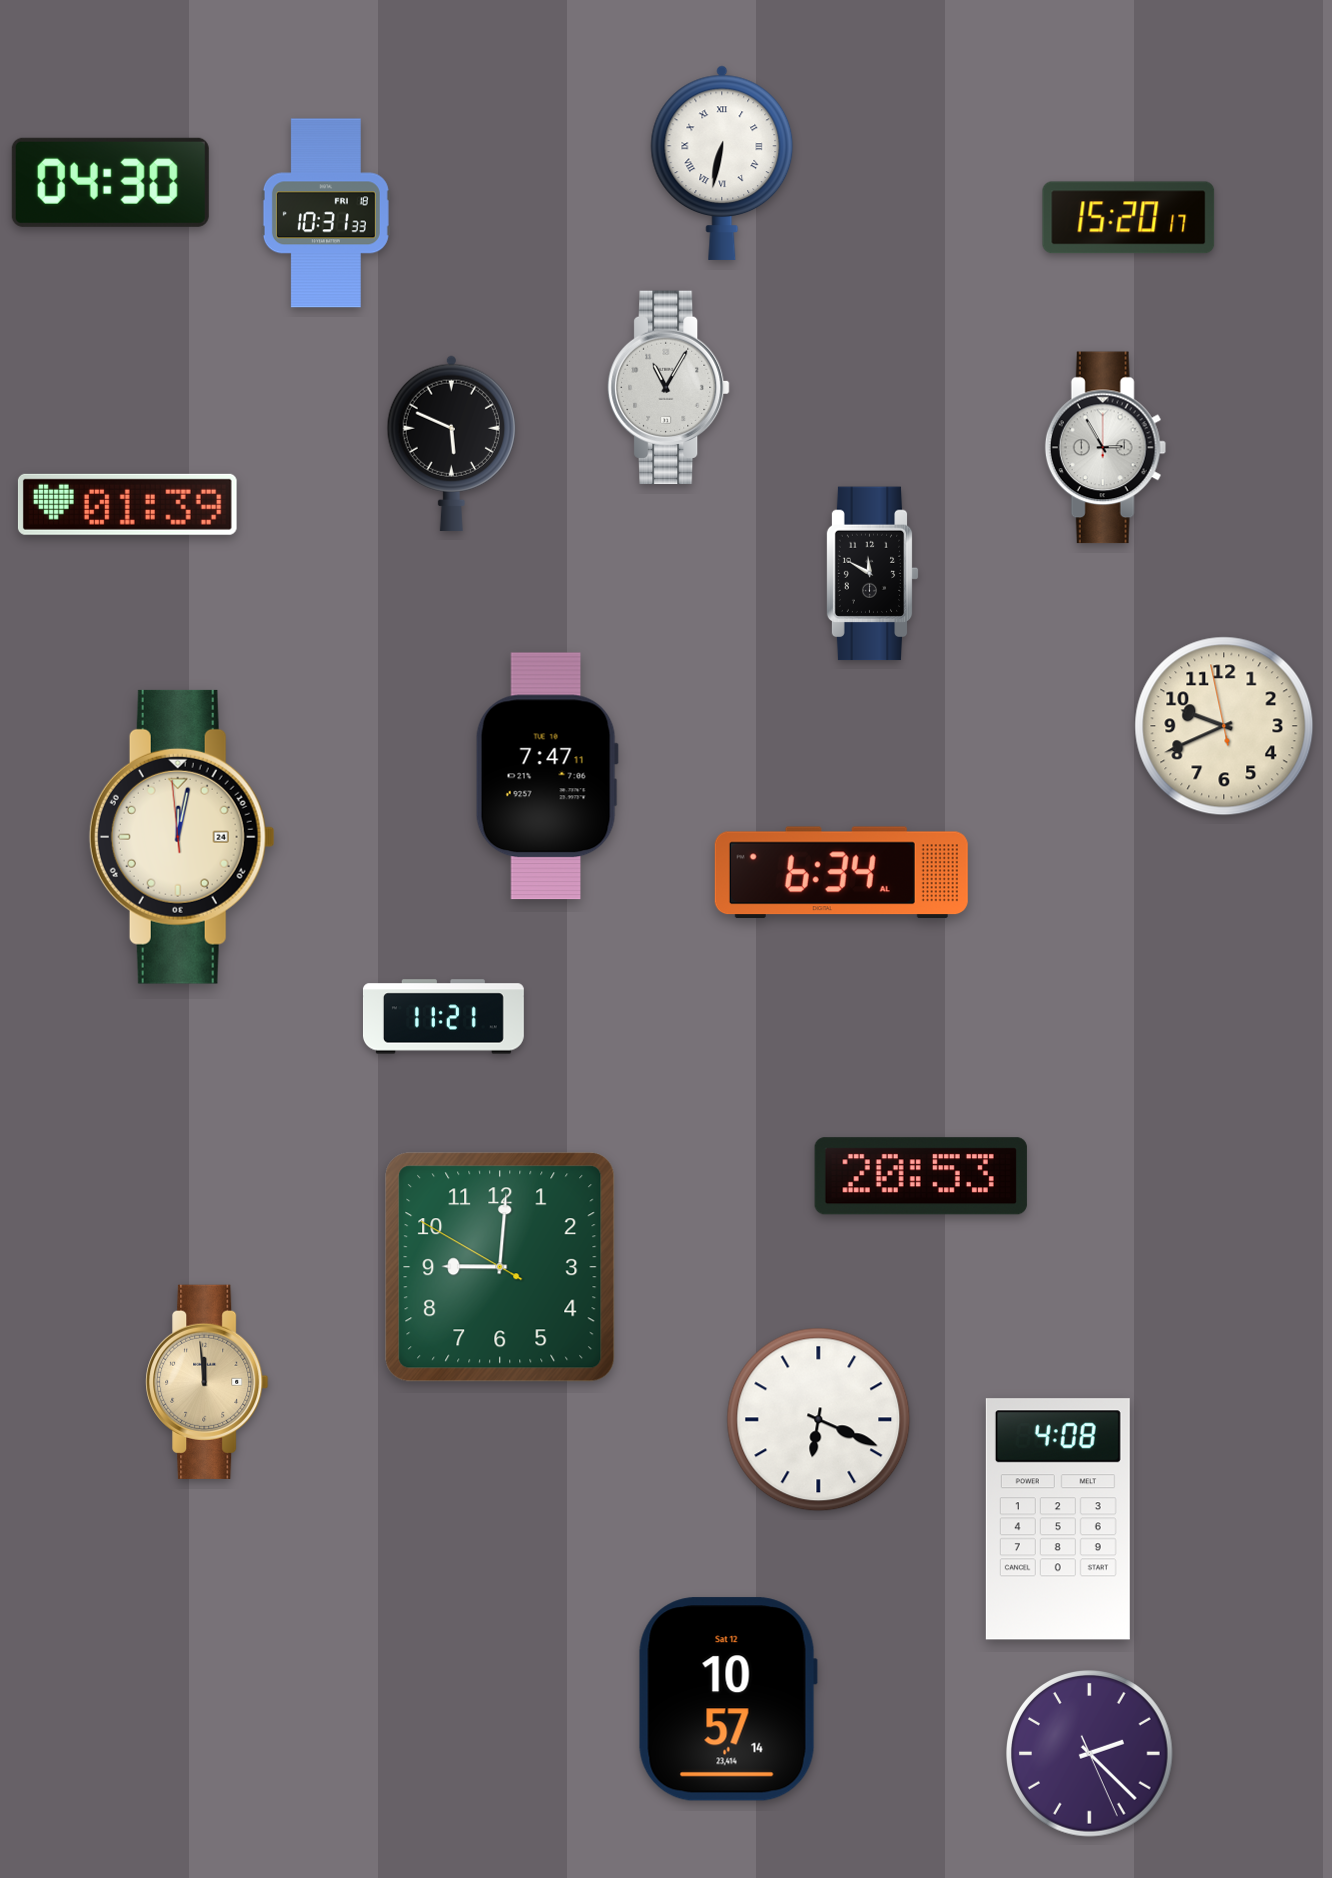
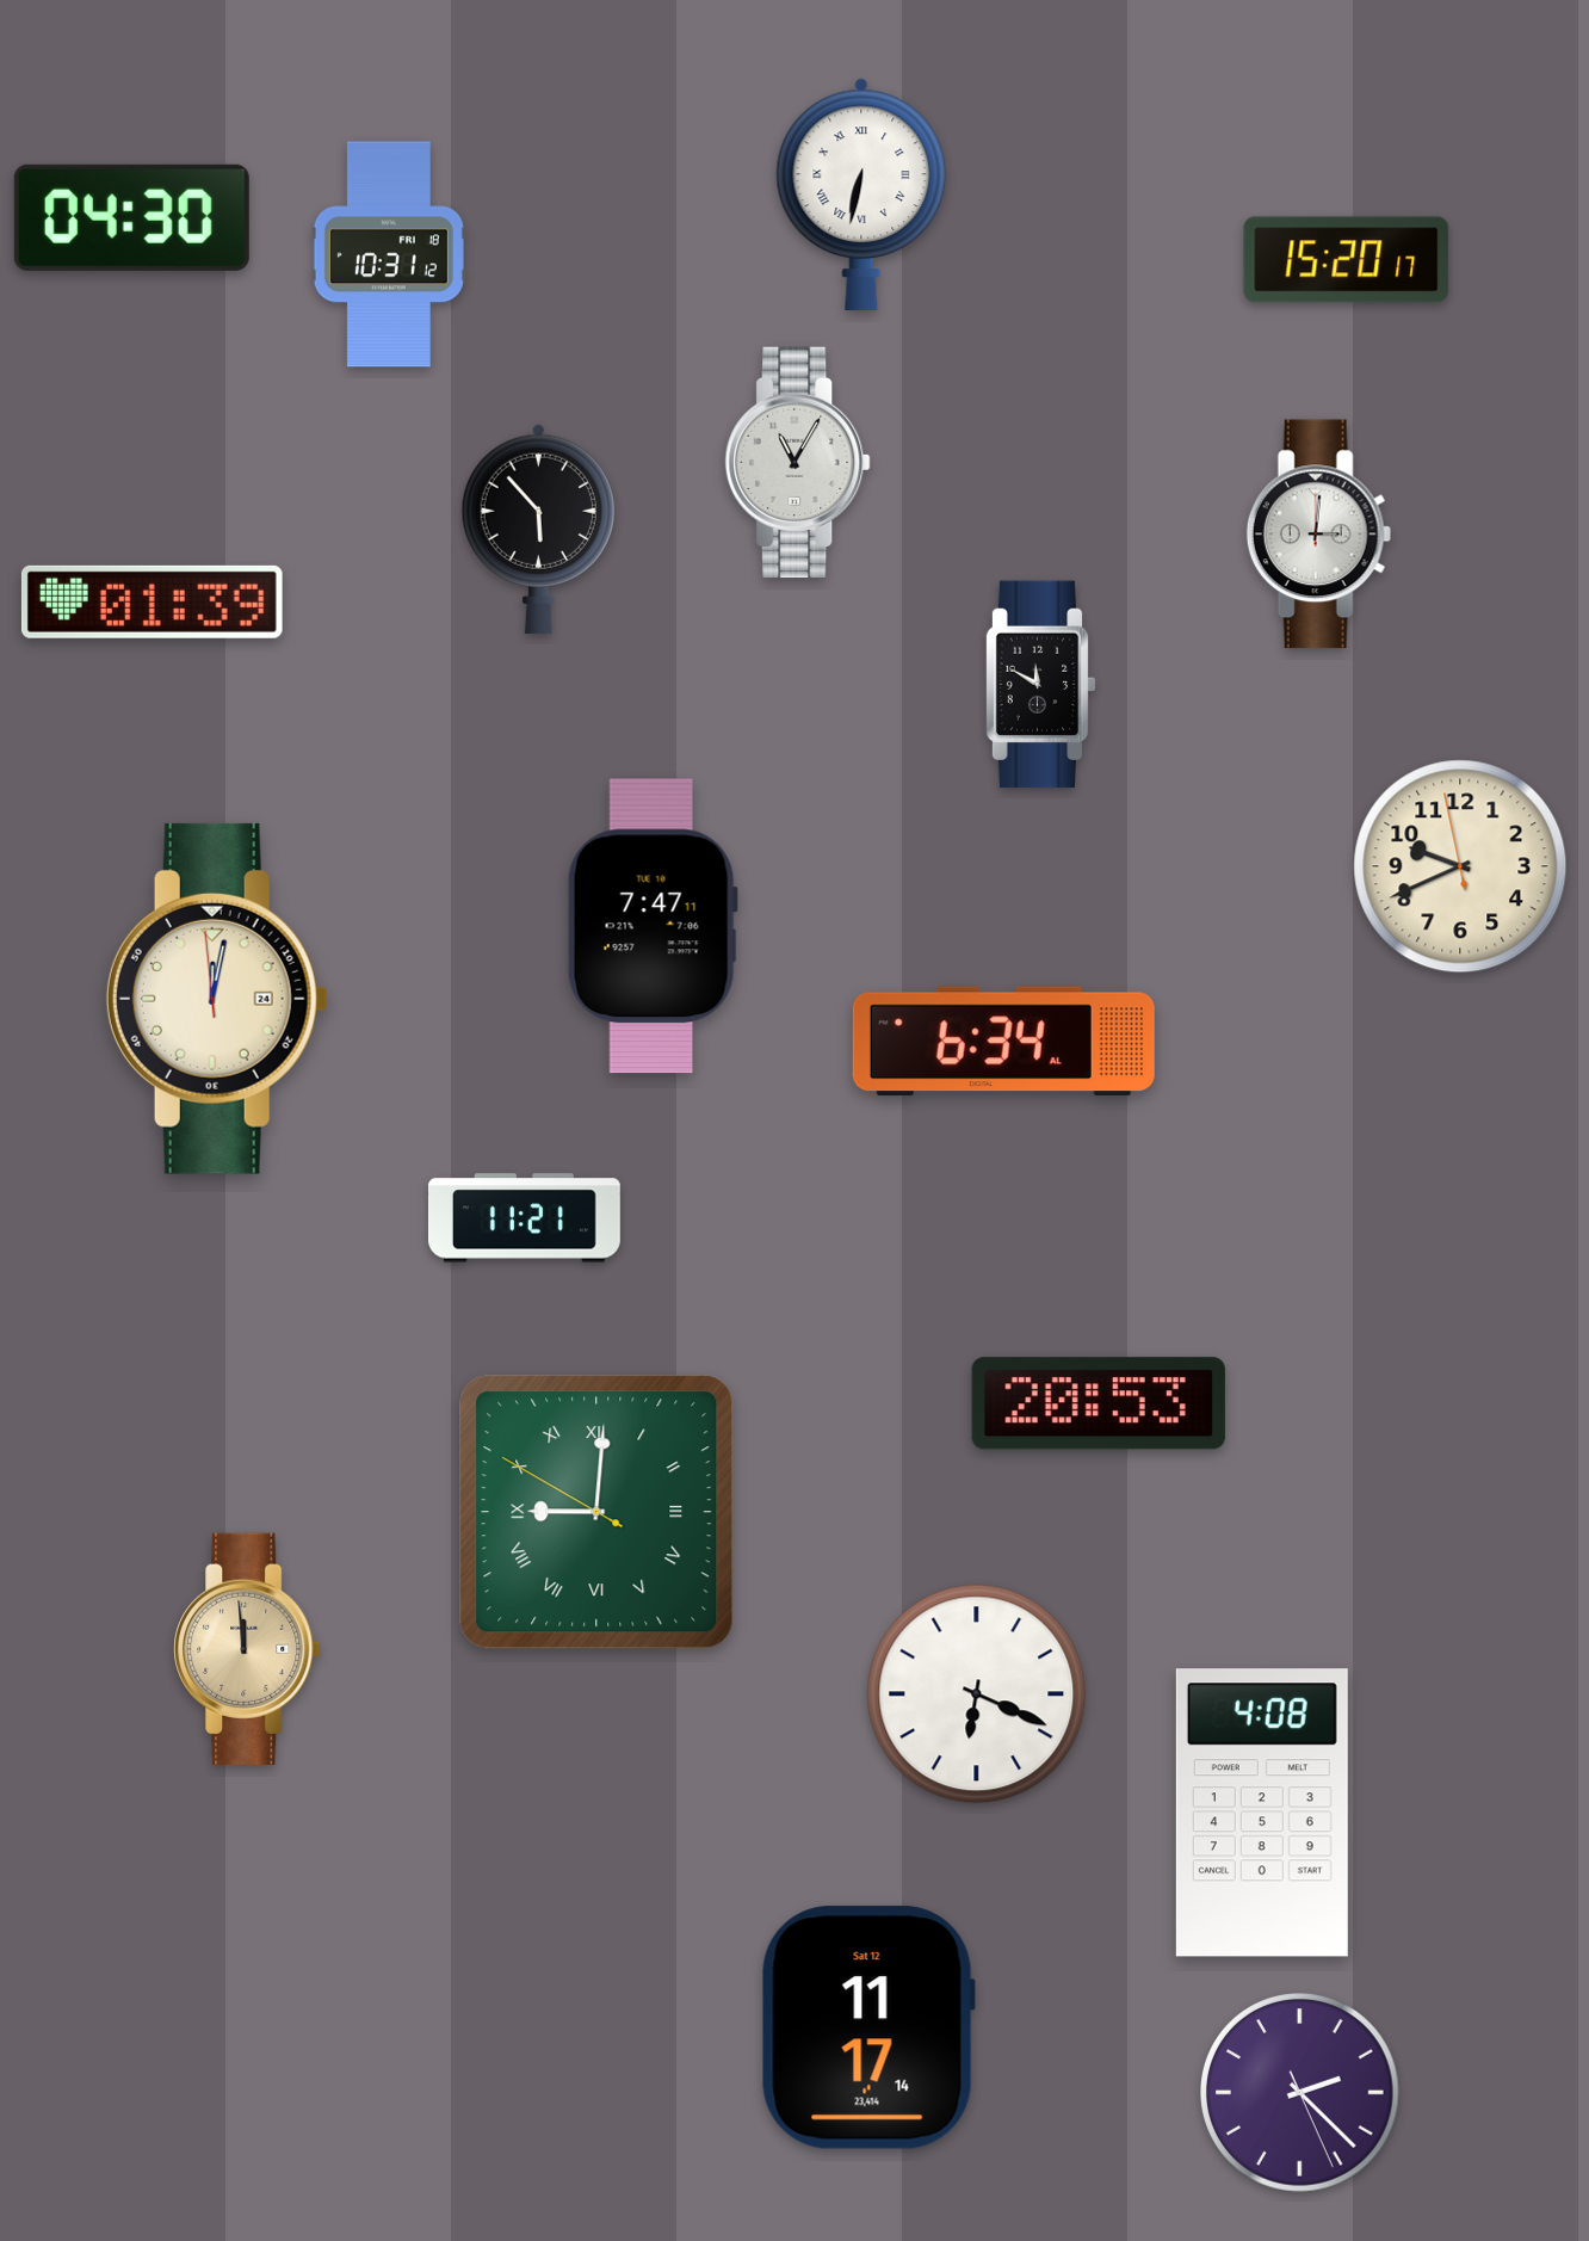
clock at (326, 213): 10:31:33 -> 10:31:12
clock at (451, 443): 5:49 -> 5:53
clock at (1105, 448): 2:55 -> 3:01
clock at (443, 1017) position: (443, 1017) -> (524, 1218)
clock at (500, 1267) numerals: Arabic -> Roman
clock at (728, 1699): 10:57 -> 11:17
